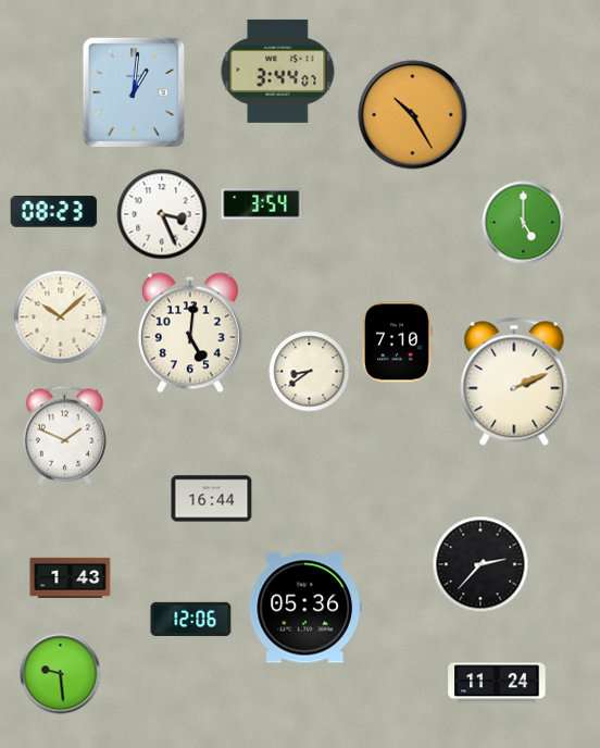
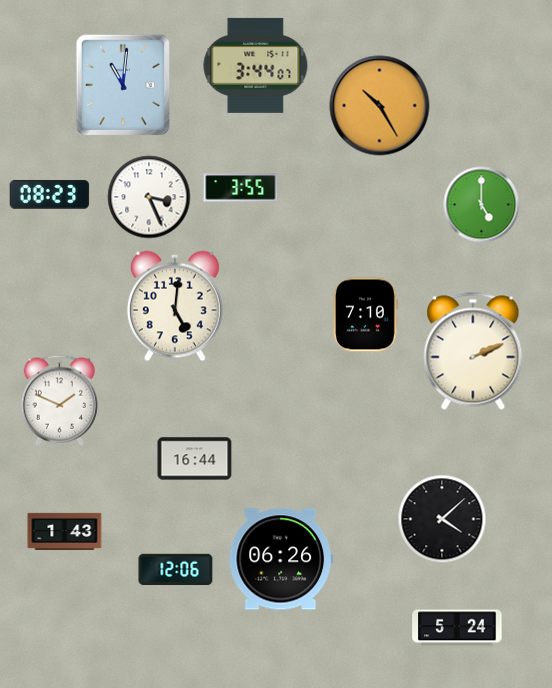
clock at (134, 92): 1:01 -> 11:01
clock at (262, 204): 3:54 -> 3:55
clock at (61, 317): 10:08 -> none
clock at (310, 372): 8:39 -> none
clock at (480, 564): 2:37 -> 4:08
clock at (304, 608): 05:36 -> 06:26
clock at (61, 674): 9:29 -> none
clock at (497, 683): 11:24 -> 5:24
